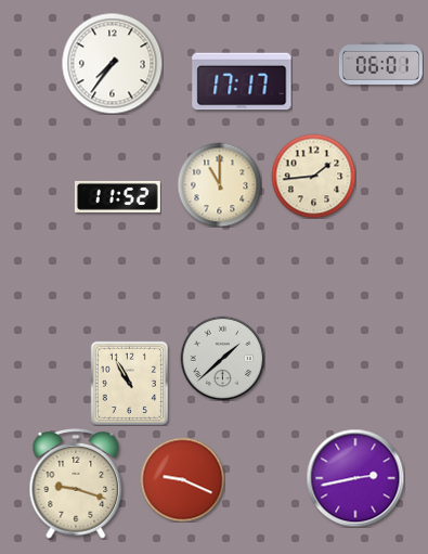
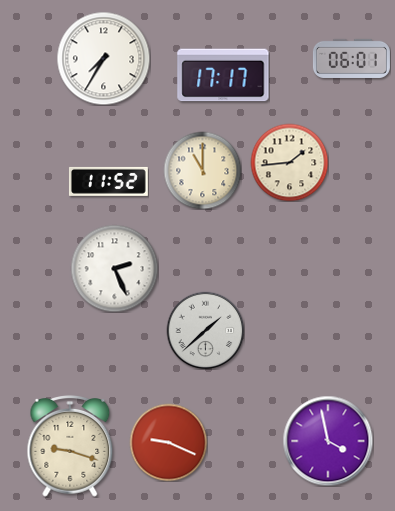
clock at (112, 63): 7:36 -> 7:35
clock at (114, 268): none -> 2:26
clock at (129, 383): 10:55 -> none
clock at (355, 478): 2:43 -> 3:58
